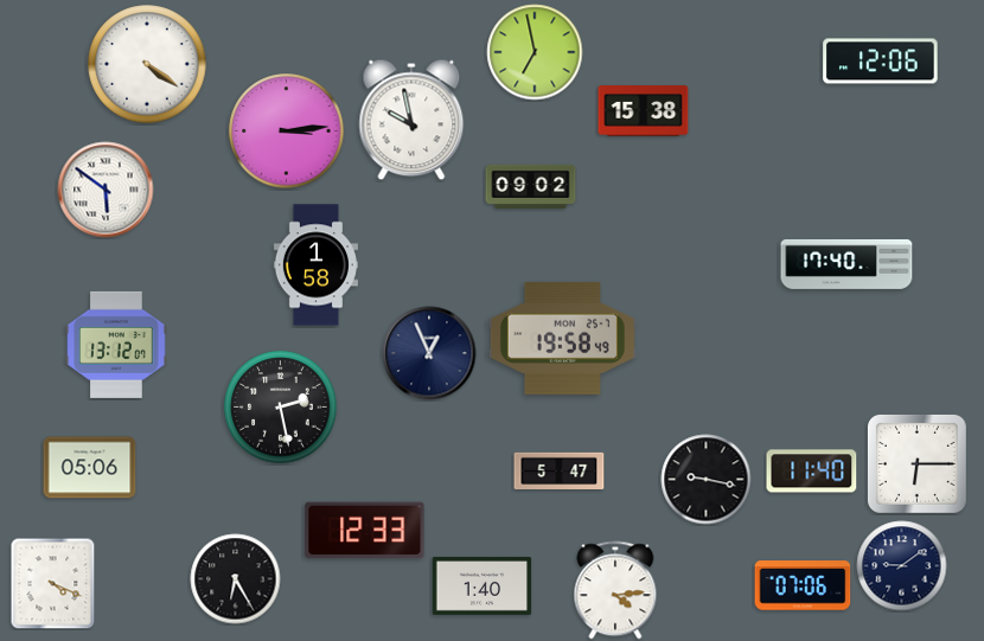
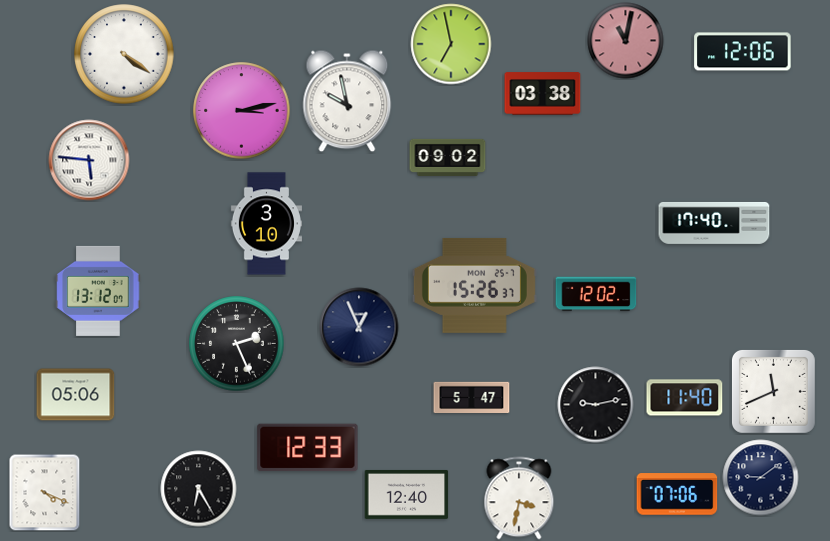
clock at (626, 41): none -> 11:02
clock at (644, 111): 15:38 -> 03:38
clock at (287, 132): 3:14 -> 3:13
clock at (106, 190): 5:51 -> 5:46
clock at (315, 265): 1:58 -> 3:10
clock at (562, 338): 19:58 -> 15:26
clock at (596, 294): none -> 12:02
clock at (429, 353) position: (429, 353) -> (359, 327)
clock at (281, 408): 2:28 -> 2:26
clock at (916, 463): 6:15 -> 11:41
clock at (707, 480): 9:17 -> 9:13
clock at (483, 585): 1:40 -> 12:40
clock at (615, 590): 4:14 -> 3:32
